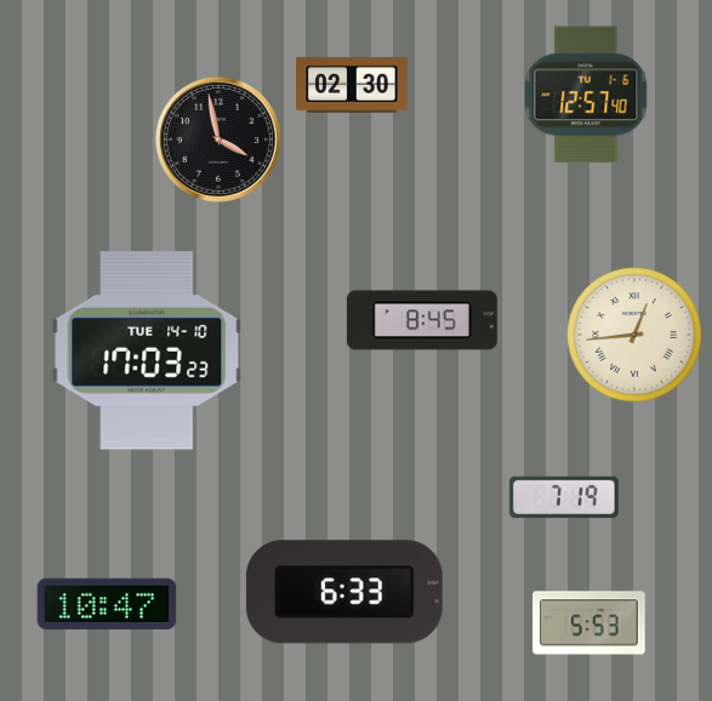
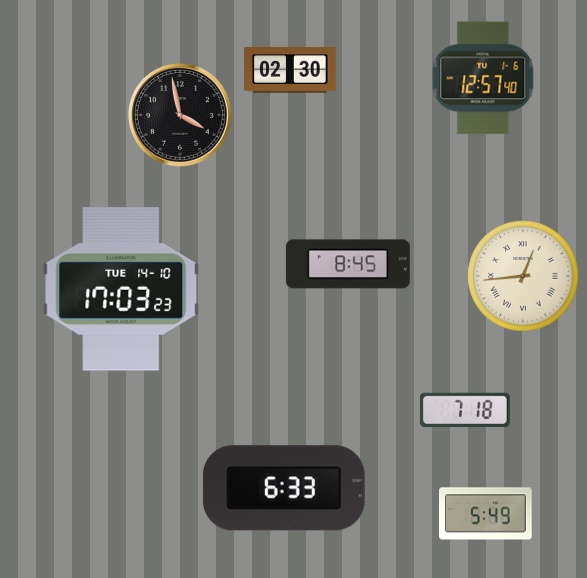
clock at (564, 496): 7:19 -> 7:18
clock at (107, 604): 10:47 -> none
clock at (589, 623): 5:53 -> 5:49
